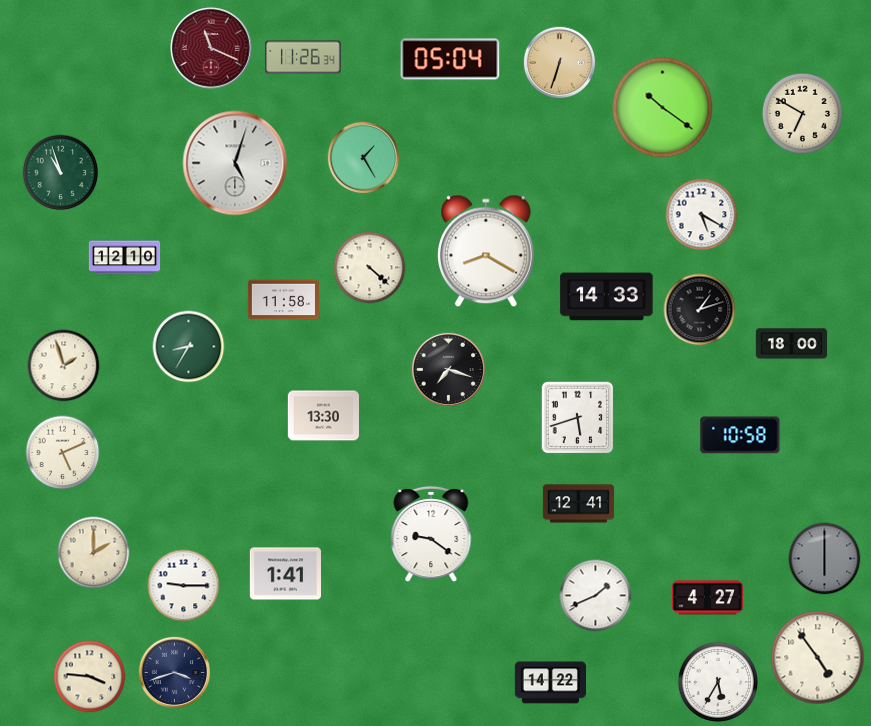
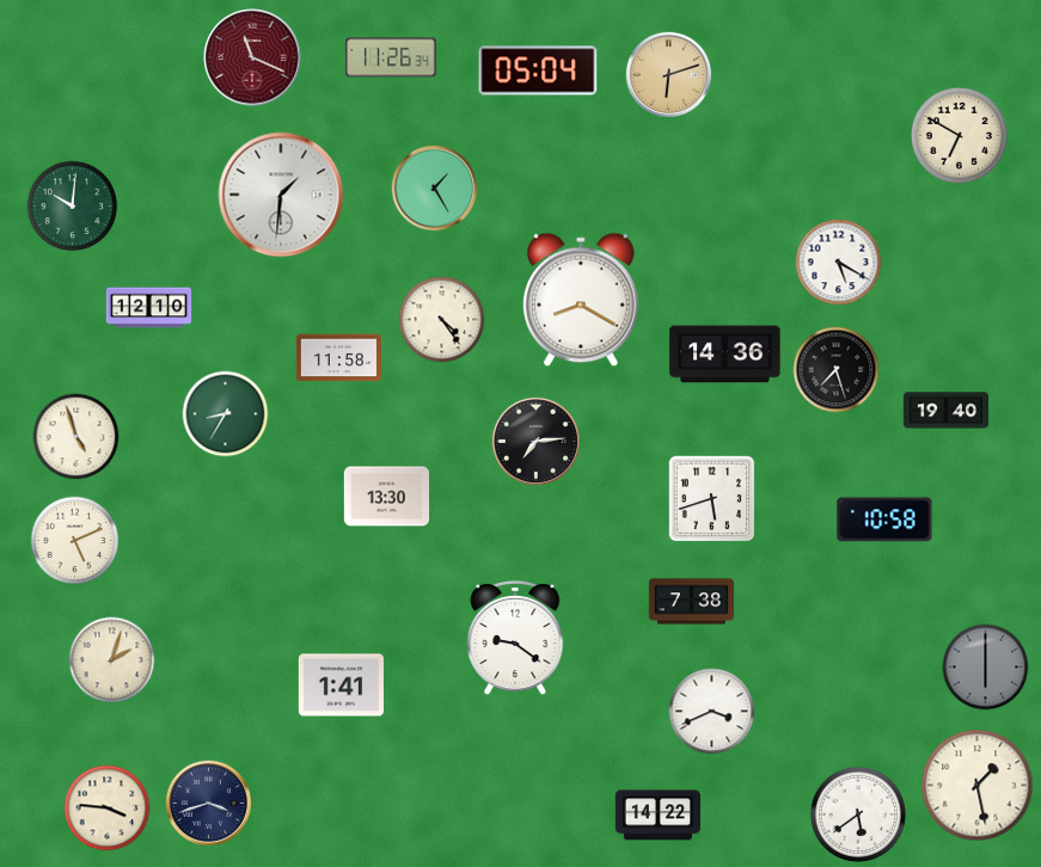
clock at (303, 57) position: (303, 57) -> (391, 57)
clock at (559, 62): 6:33 -> 6:12
clock at (663, 108): 10:21 -> none
clock at (235, 163): 5:03 -> 1:31
clock at (61, 173): 10:57 -> 10:01
clock at (702, 215) position: (702, 215) -> (839, 263)
clock at (370, 268): 4:22 -> 4:24
clock at (607, 297): 14:33 -> 14:36
clock at (700, 310): 1:12 -> 7:27
clock at (791, 344): 18:00 -> 19:40
clock at (64, 366): 1:57 -> 4:57
clock at (448, 369): 7:18 -> 7:14
clock at (578, 418) position: (578, 418) -> (712, 499)
clock at (579, 504): 12:41 -> 7:38
clock at (94, 553): 2:00 -> 2:03
clock at (184, 586): 9:15 -> none
clock at (596, 596): 1:41 -> 3:41
clock at (707, 598): 4:27 -> none
clock at (818, 658): 4:54 -> 1:28
clock at (718, 682): 5:35 -> 5:39
